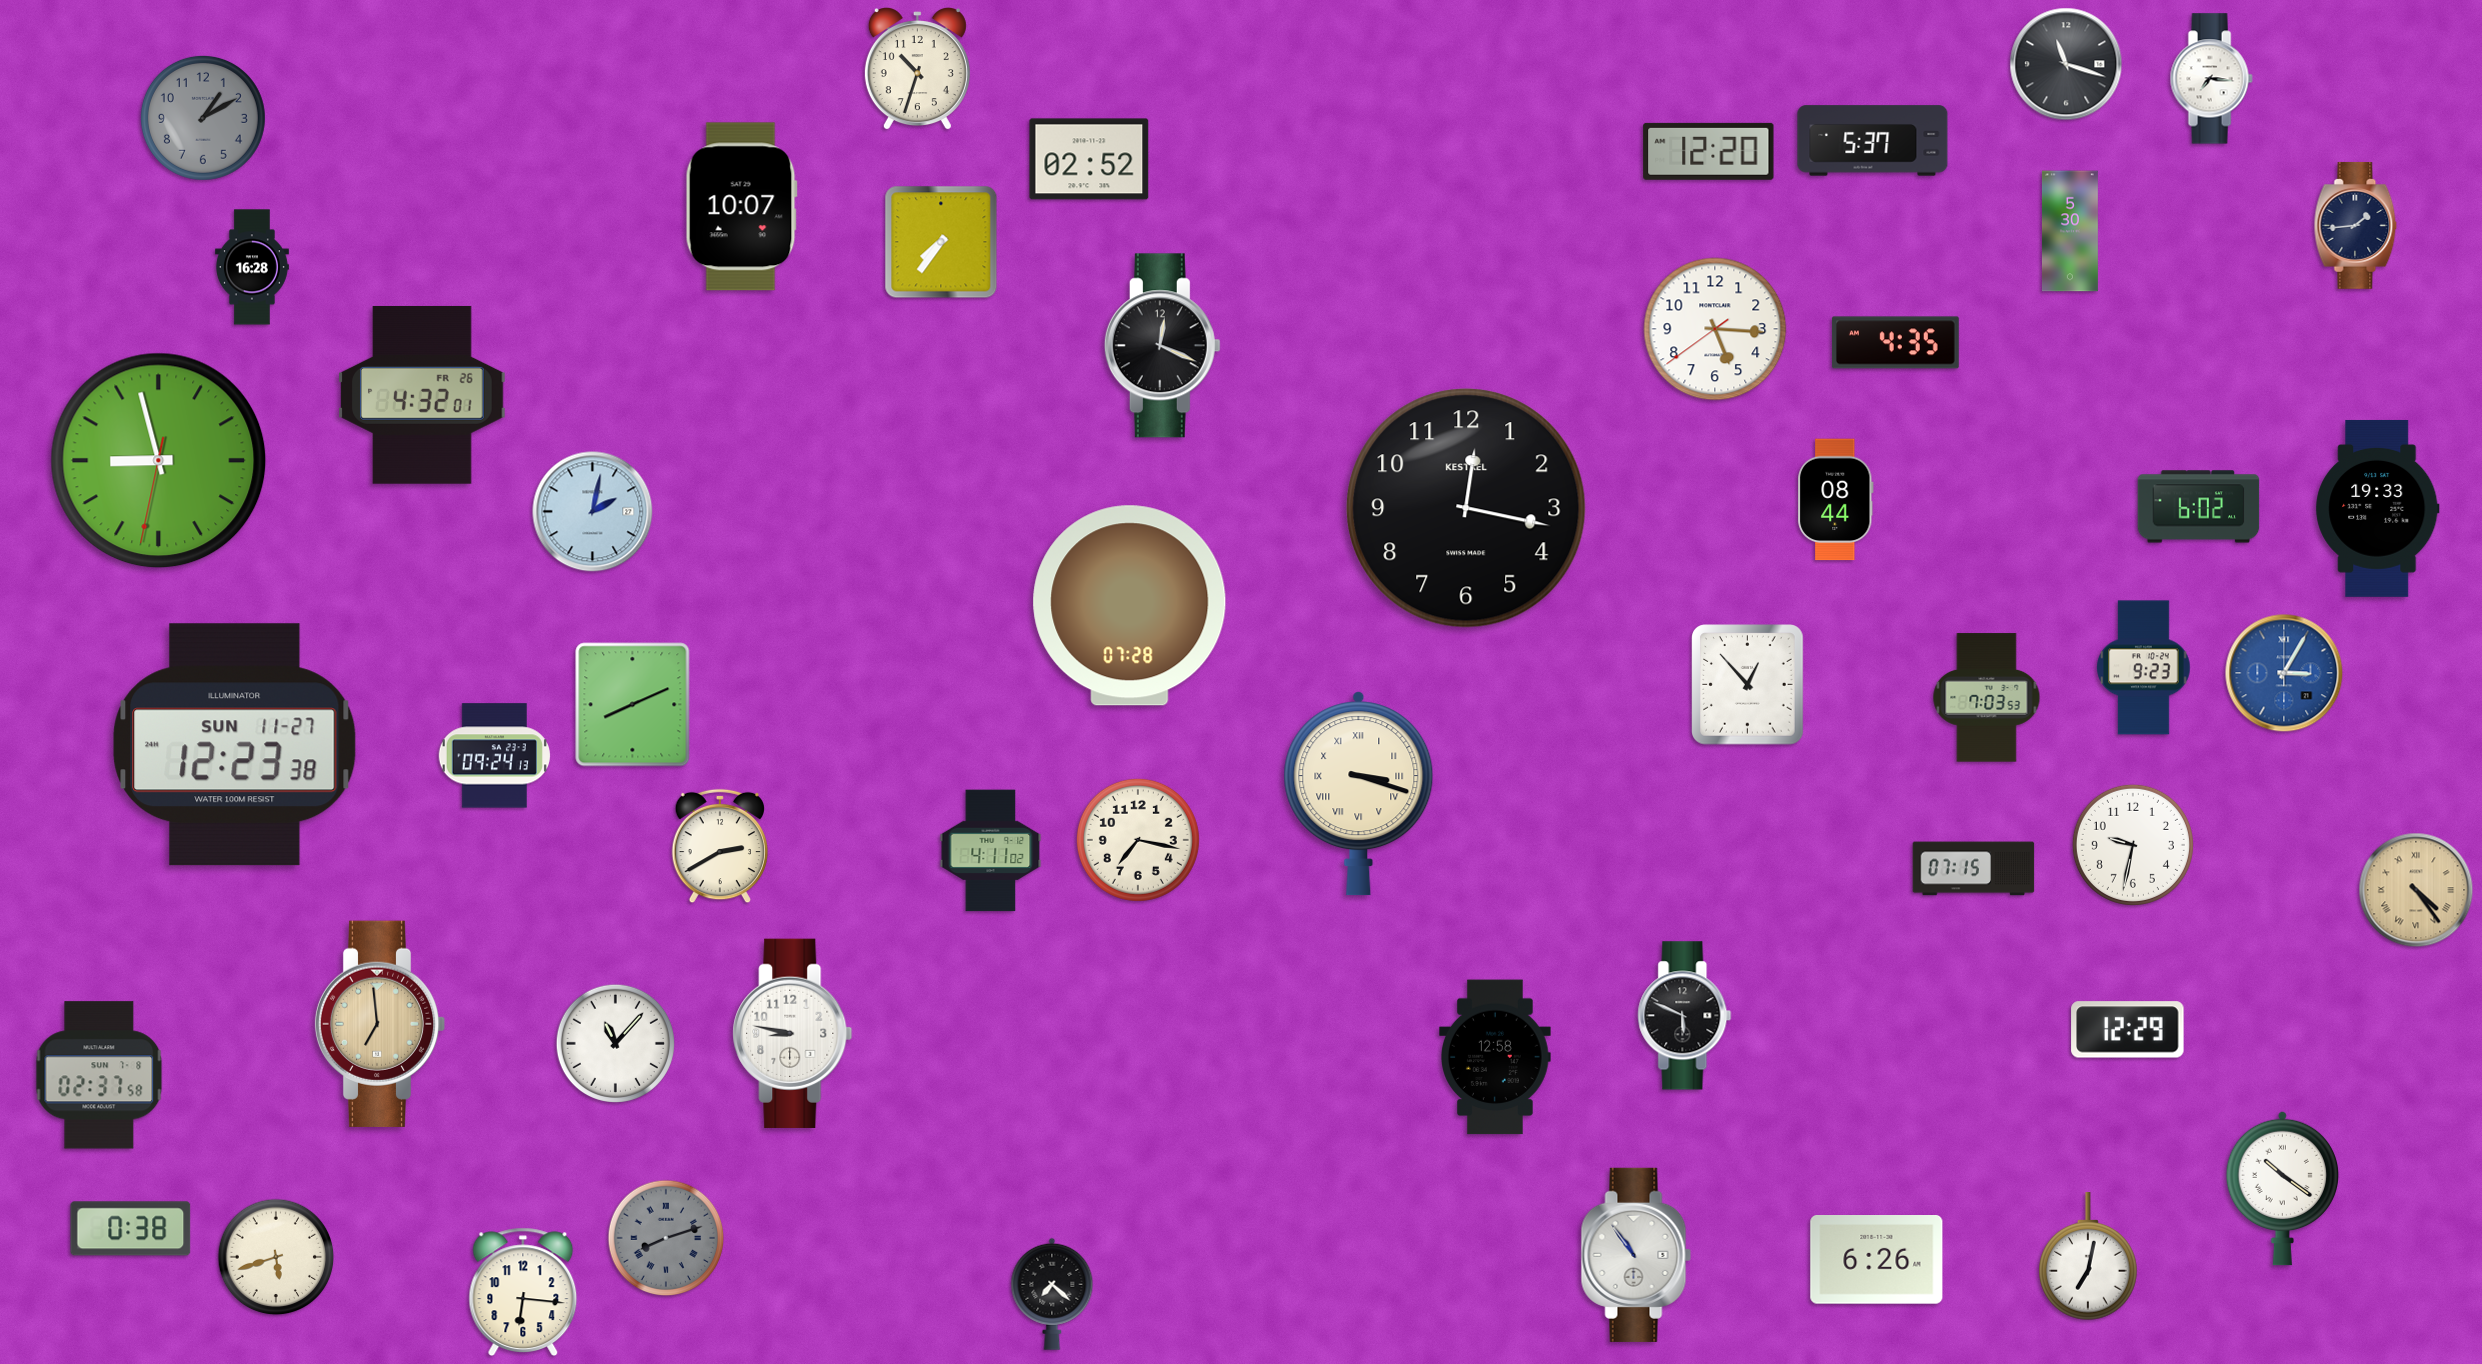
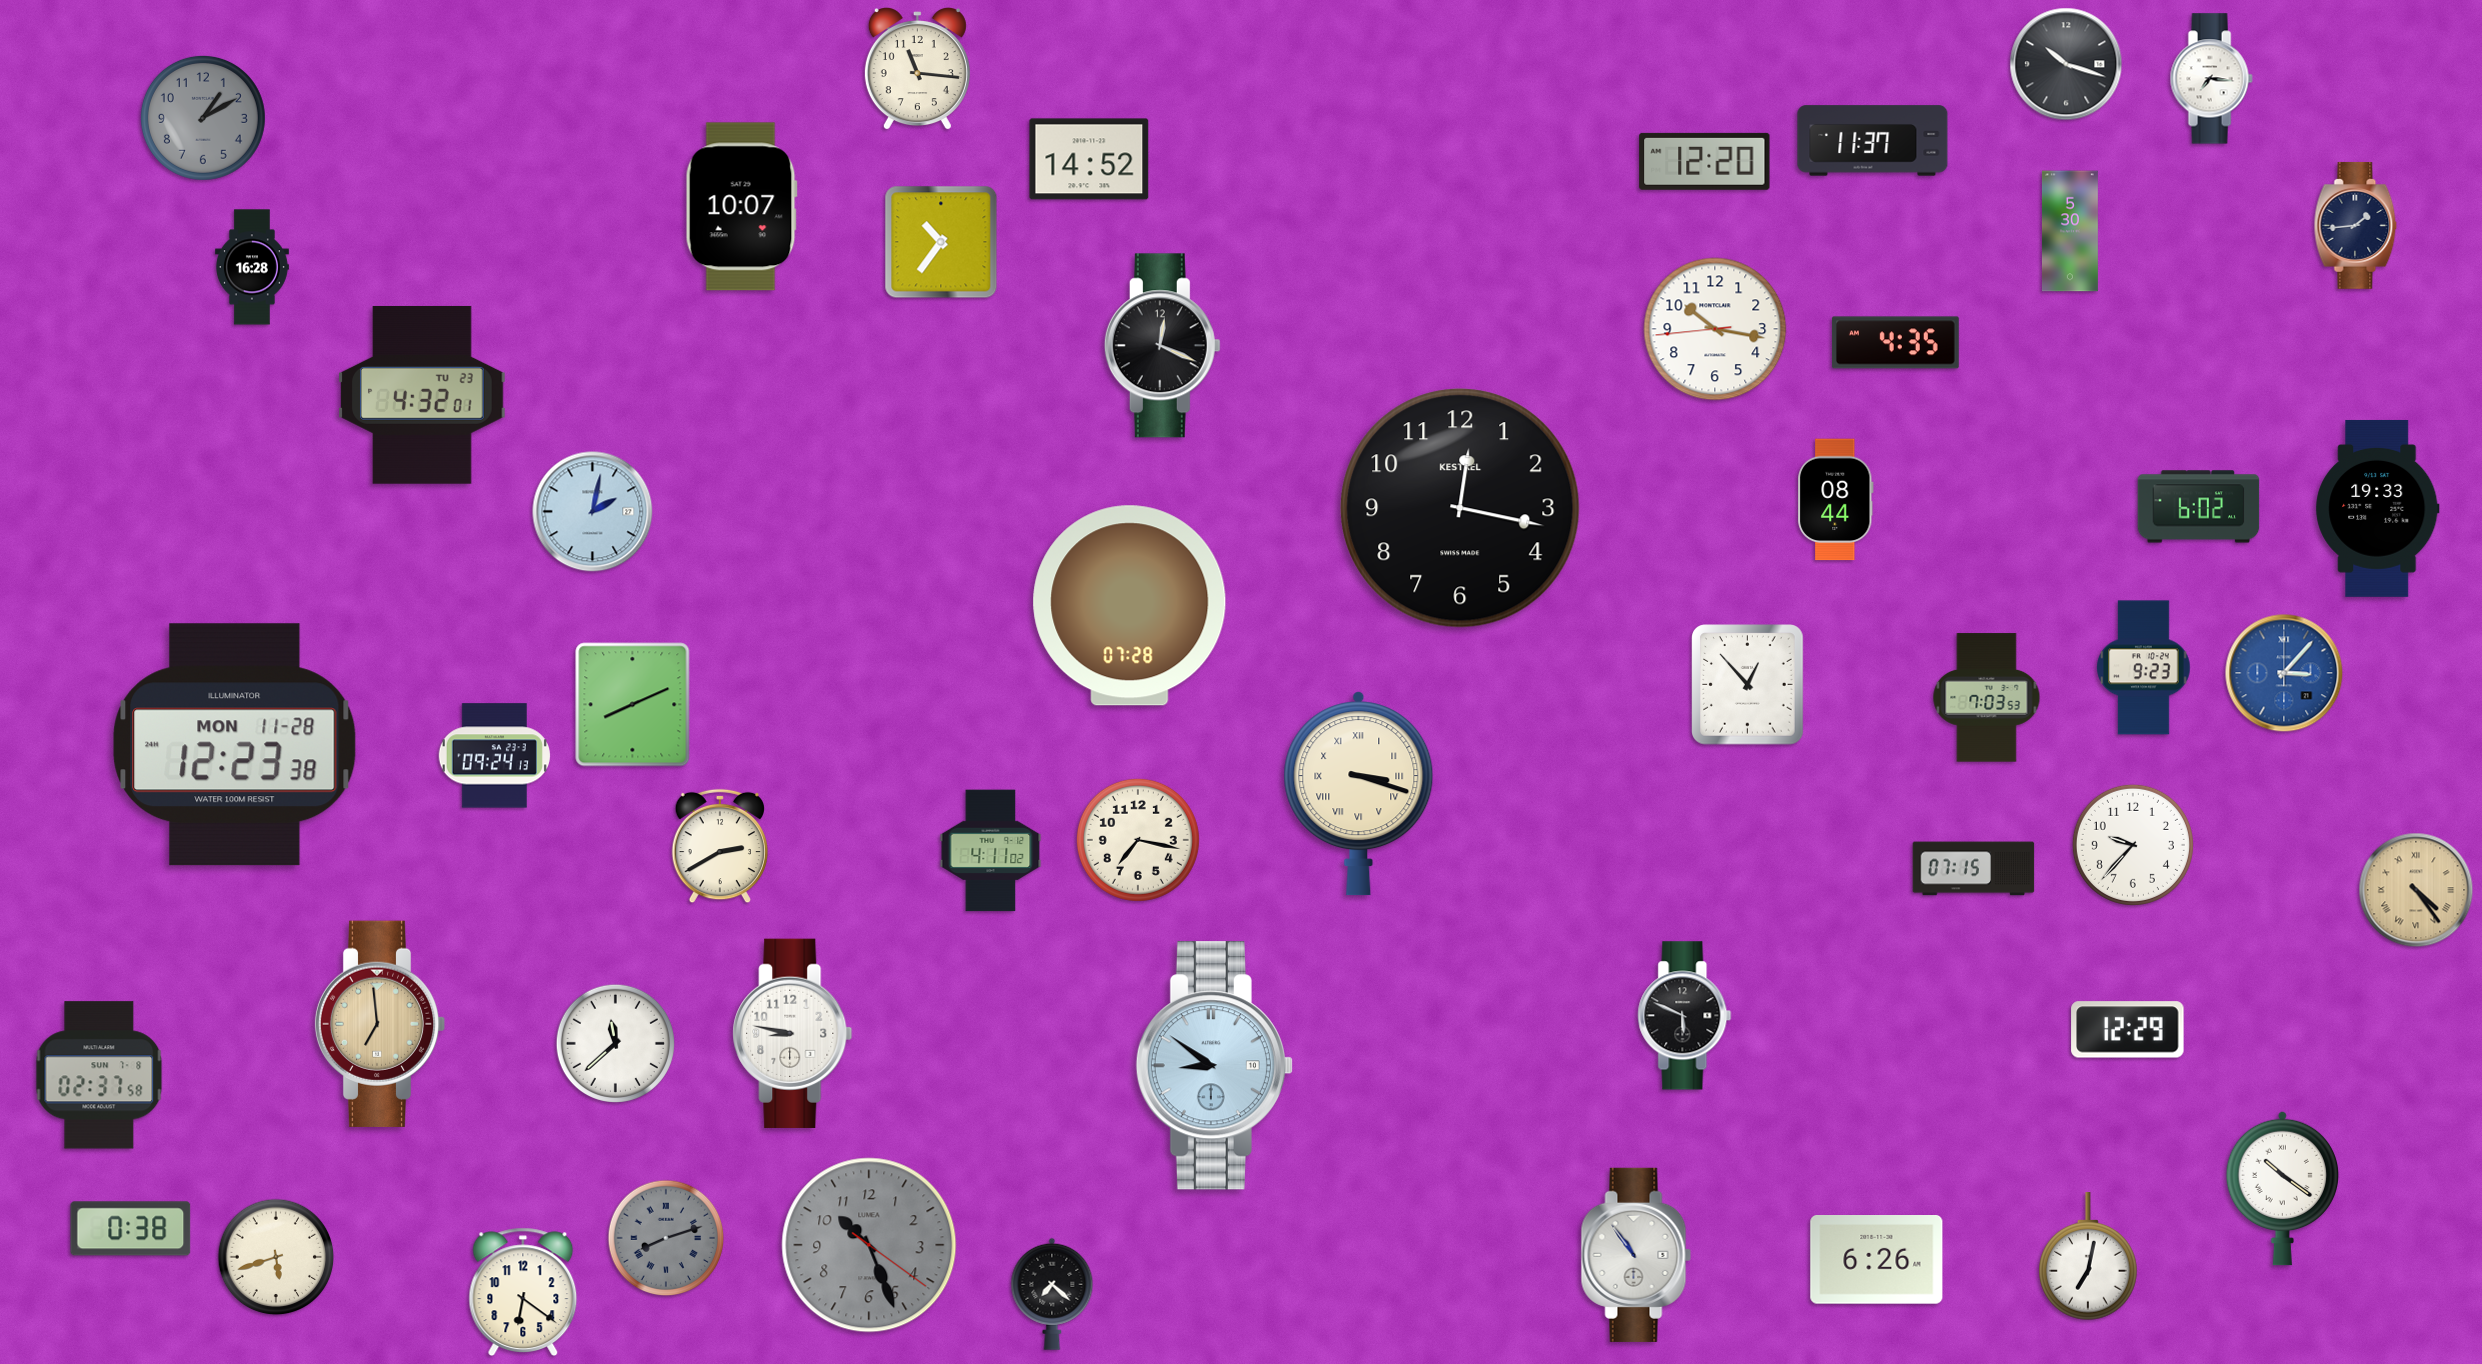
clock at (2066, 64): 11:18 -> 10:18
clock at (917, 69): 10:33 -> 11:16
clock at (1873, 141): 5:37 -> 11:37
clock at (1709, 151) position: (1709, 151) -> (1705, 161)
clock at (1089, 159): 02:52 -> 14:52
clock at (941, 242): 7:36 -> 10:36
clock at (1715, 329): 5:15 -> 10:16
clock at (422, 395) date: FR 26 -> TU 23
clock at (159, 461): 8:57 -> none
clock at (1466, 508) position: (1466, 508) -> (1460, 508)
clock at (2284, 673): 3:05 -> 3:07
clock at (235, 745) date: SUN 11-27 -> MON 11-28
clock at (2133, 845): 9:32 -> 9:37
clock at (615, 1043): 11:07 -> 11:38
clock at (1496, 1057): 12:58 -> none
clock at (1214, 1066): none -> 8:51
clock at (869, 1245): none -> 10:26
clock at (523, 1291): 6:16 -> 6:21
